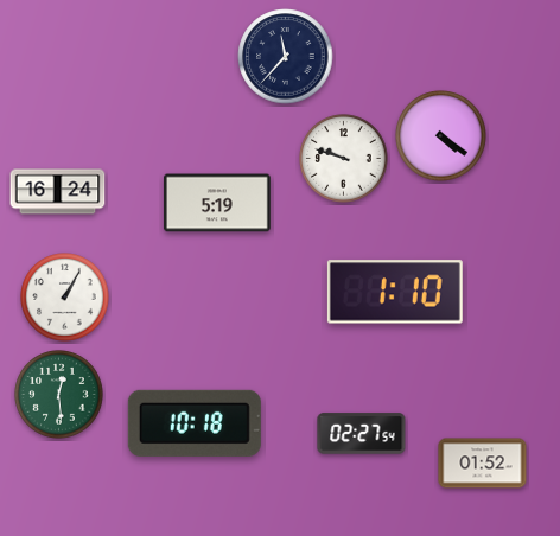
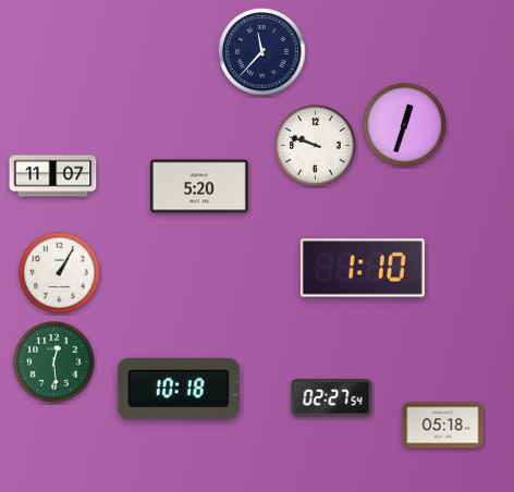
clock at (441, 136): 4:21 -> 12:33
clock at (58, 192): 16:24 -> 11:07
clock at (217, 203): 5:19 -> 5:20
clock at (483, 464): 01:52 -> 05:18
